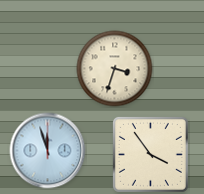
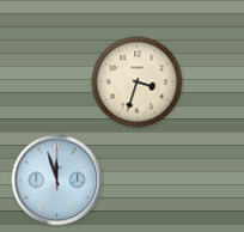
clock at (150, 154): 3:54 -> none
